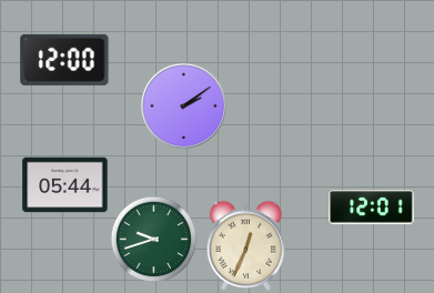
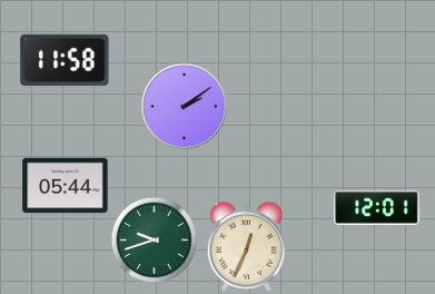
clock at (64, 60): 12:00 -> 11:58
clock at (372, 208) position: (372, 208) -> (377, 208)
